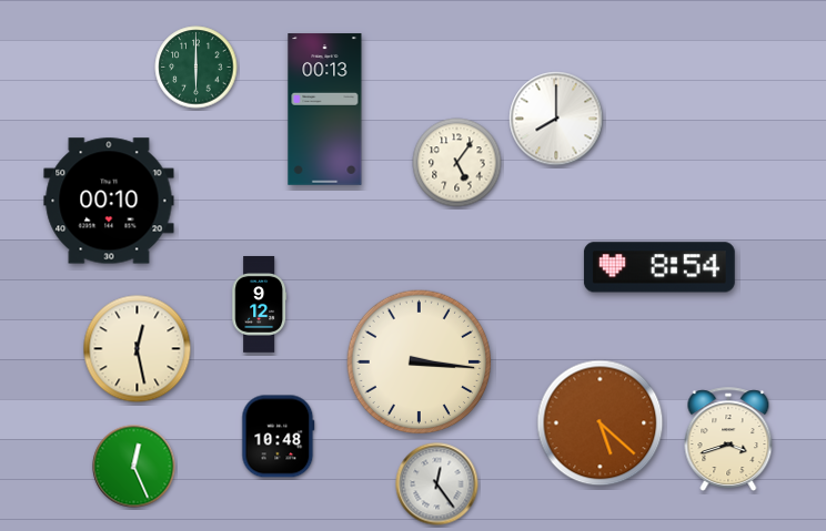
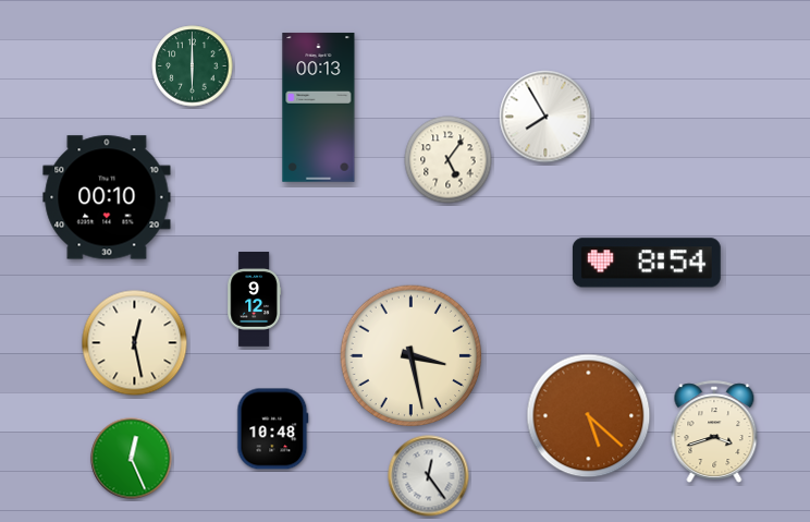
clock at (556, 119): 8:00 -> 7:55
clock at (420, 362): 3:16 -> 3:28
